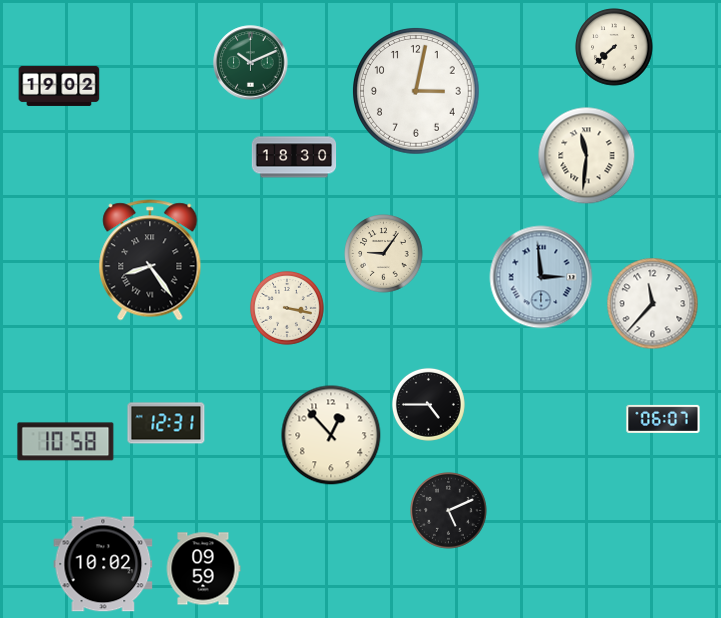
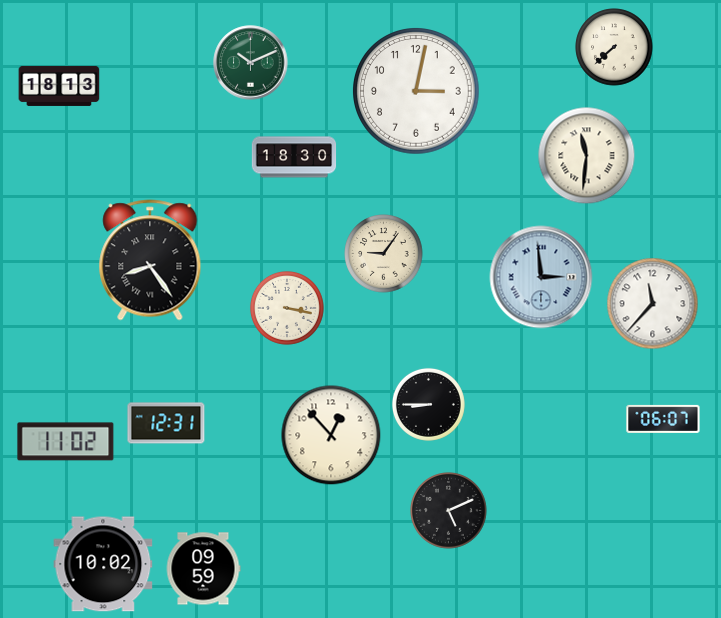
clock at (59, 86): 19:02 -> 18:13
clock at (428, 404): 4:45 -> 8:45
clock at (66, 442): 10:58 -> 11:02
